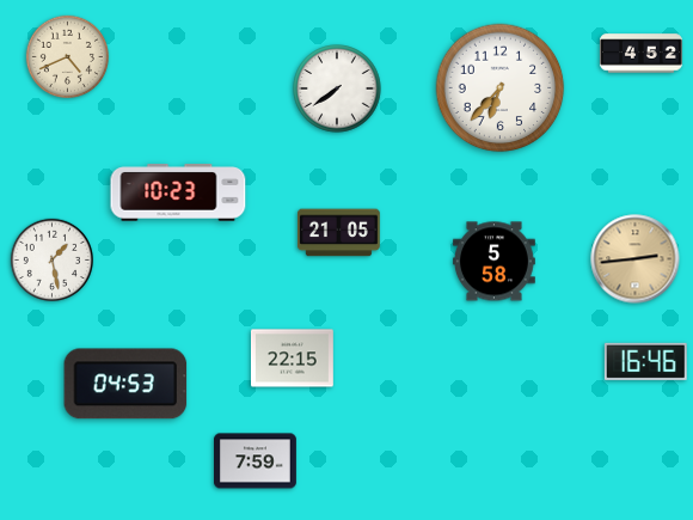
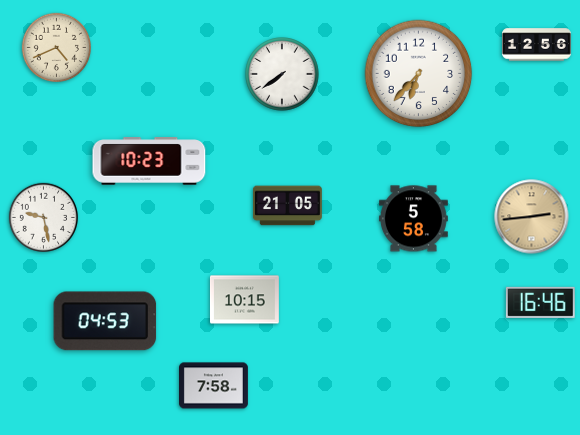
clock at (642, 54): 4:52 -> 12:56
clock at (338, 233) position: (338, 233) -> (287, 206)
clock at (51, 259): 1:28 -> 9:28
clock at (293, 359): 22:15 -> 10:15
clock at (256, 461): 7:59 -> 7:58
